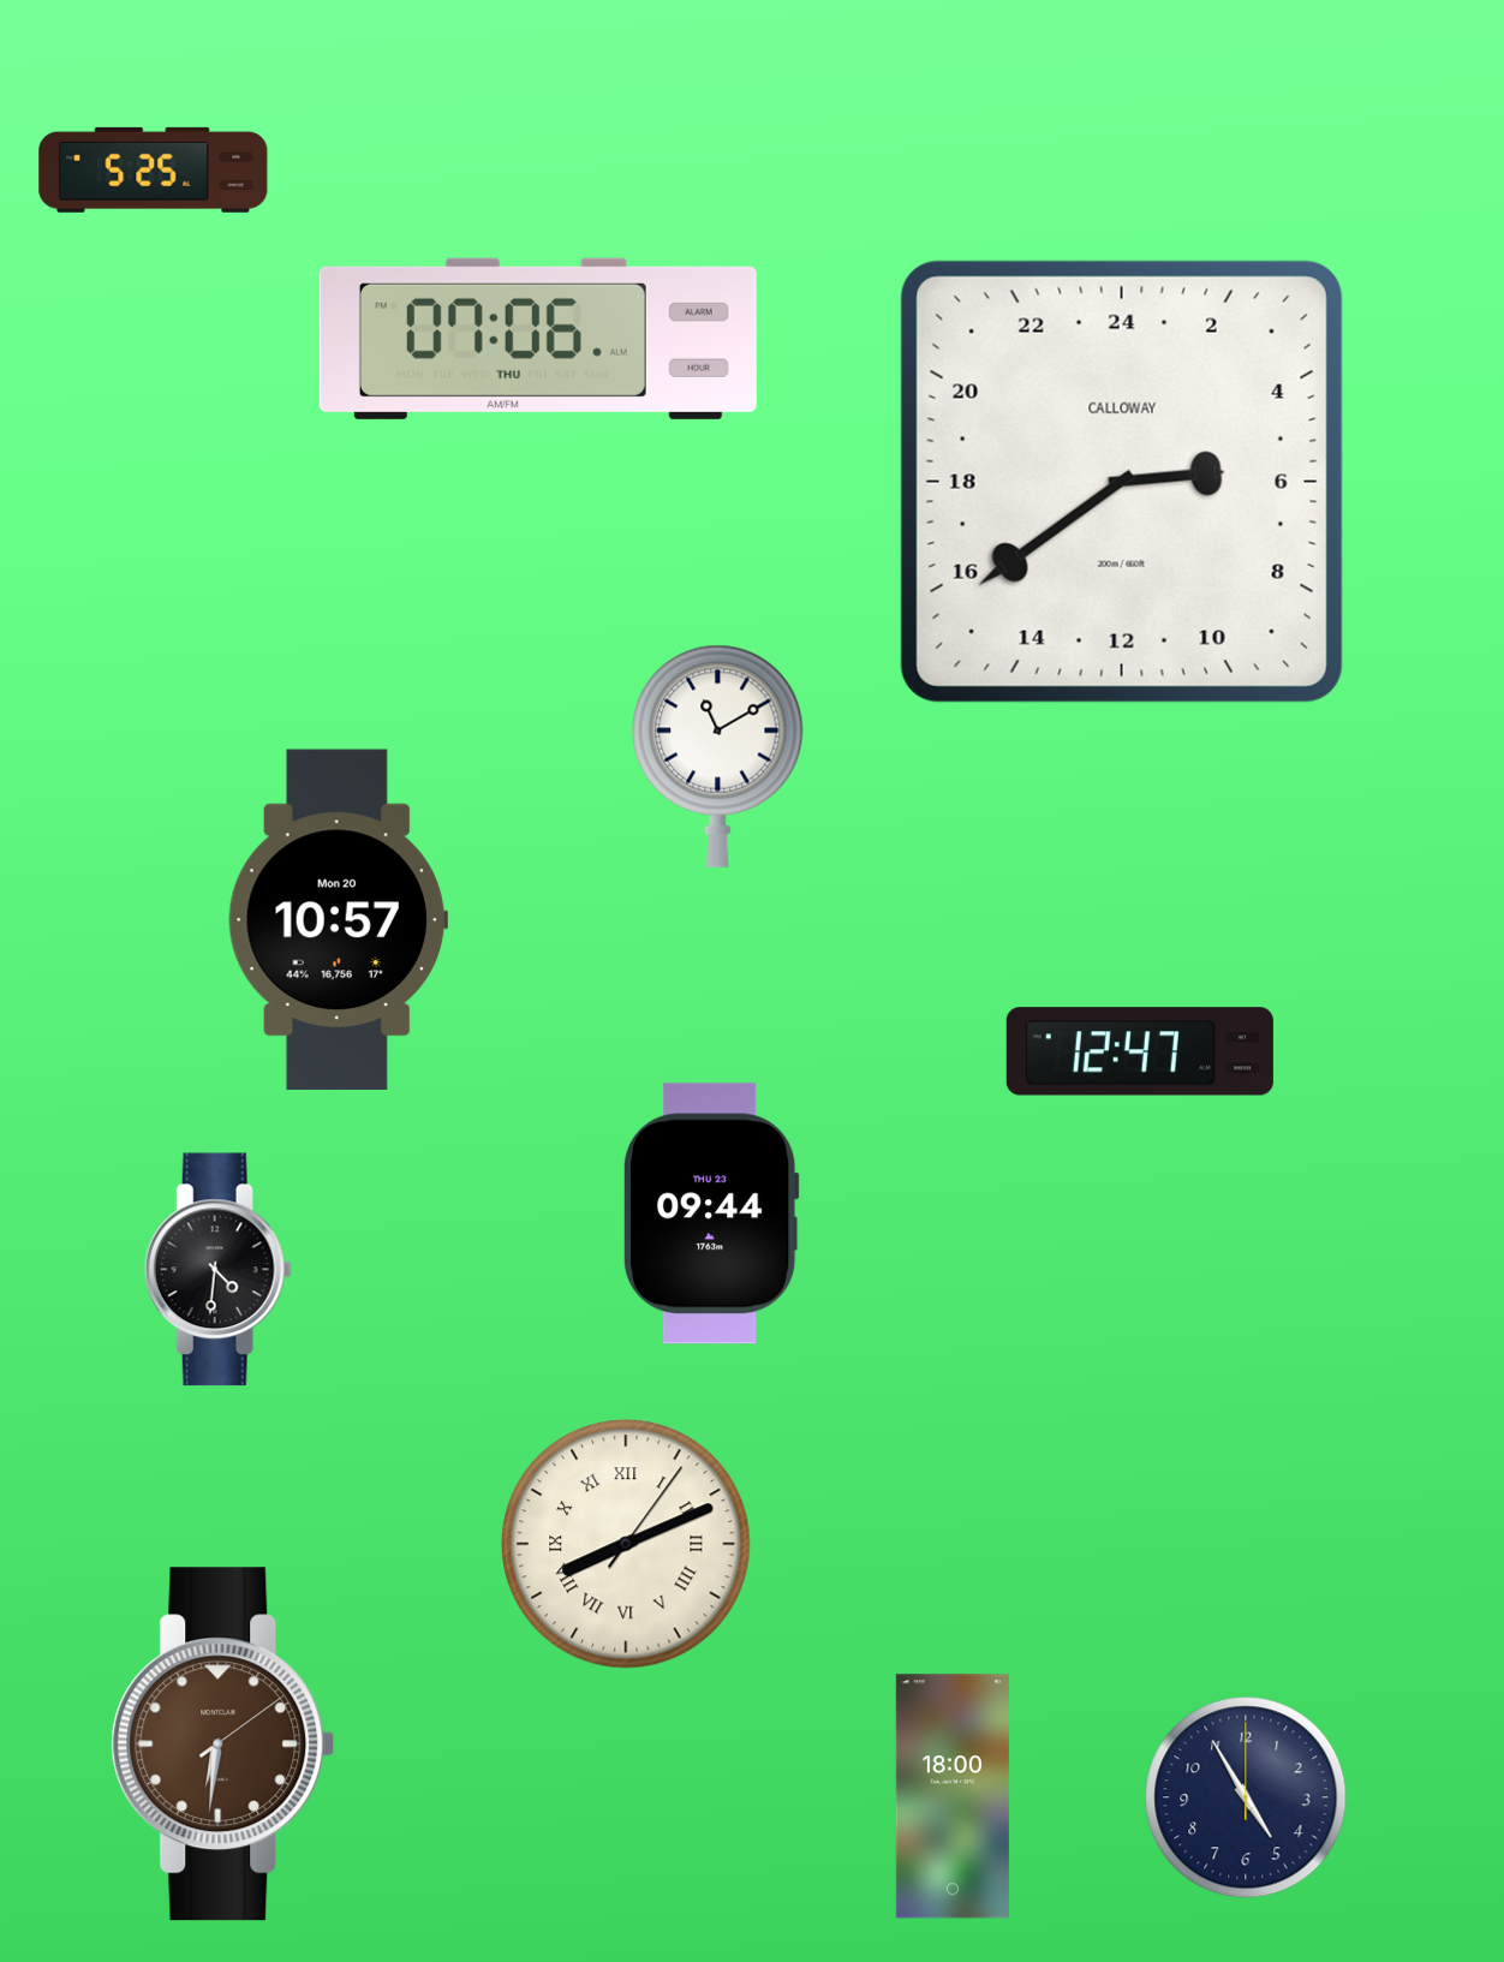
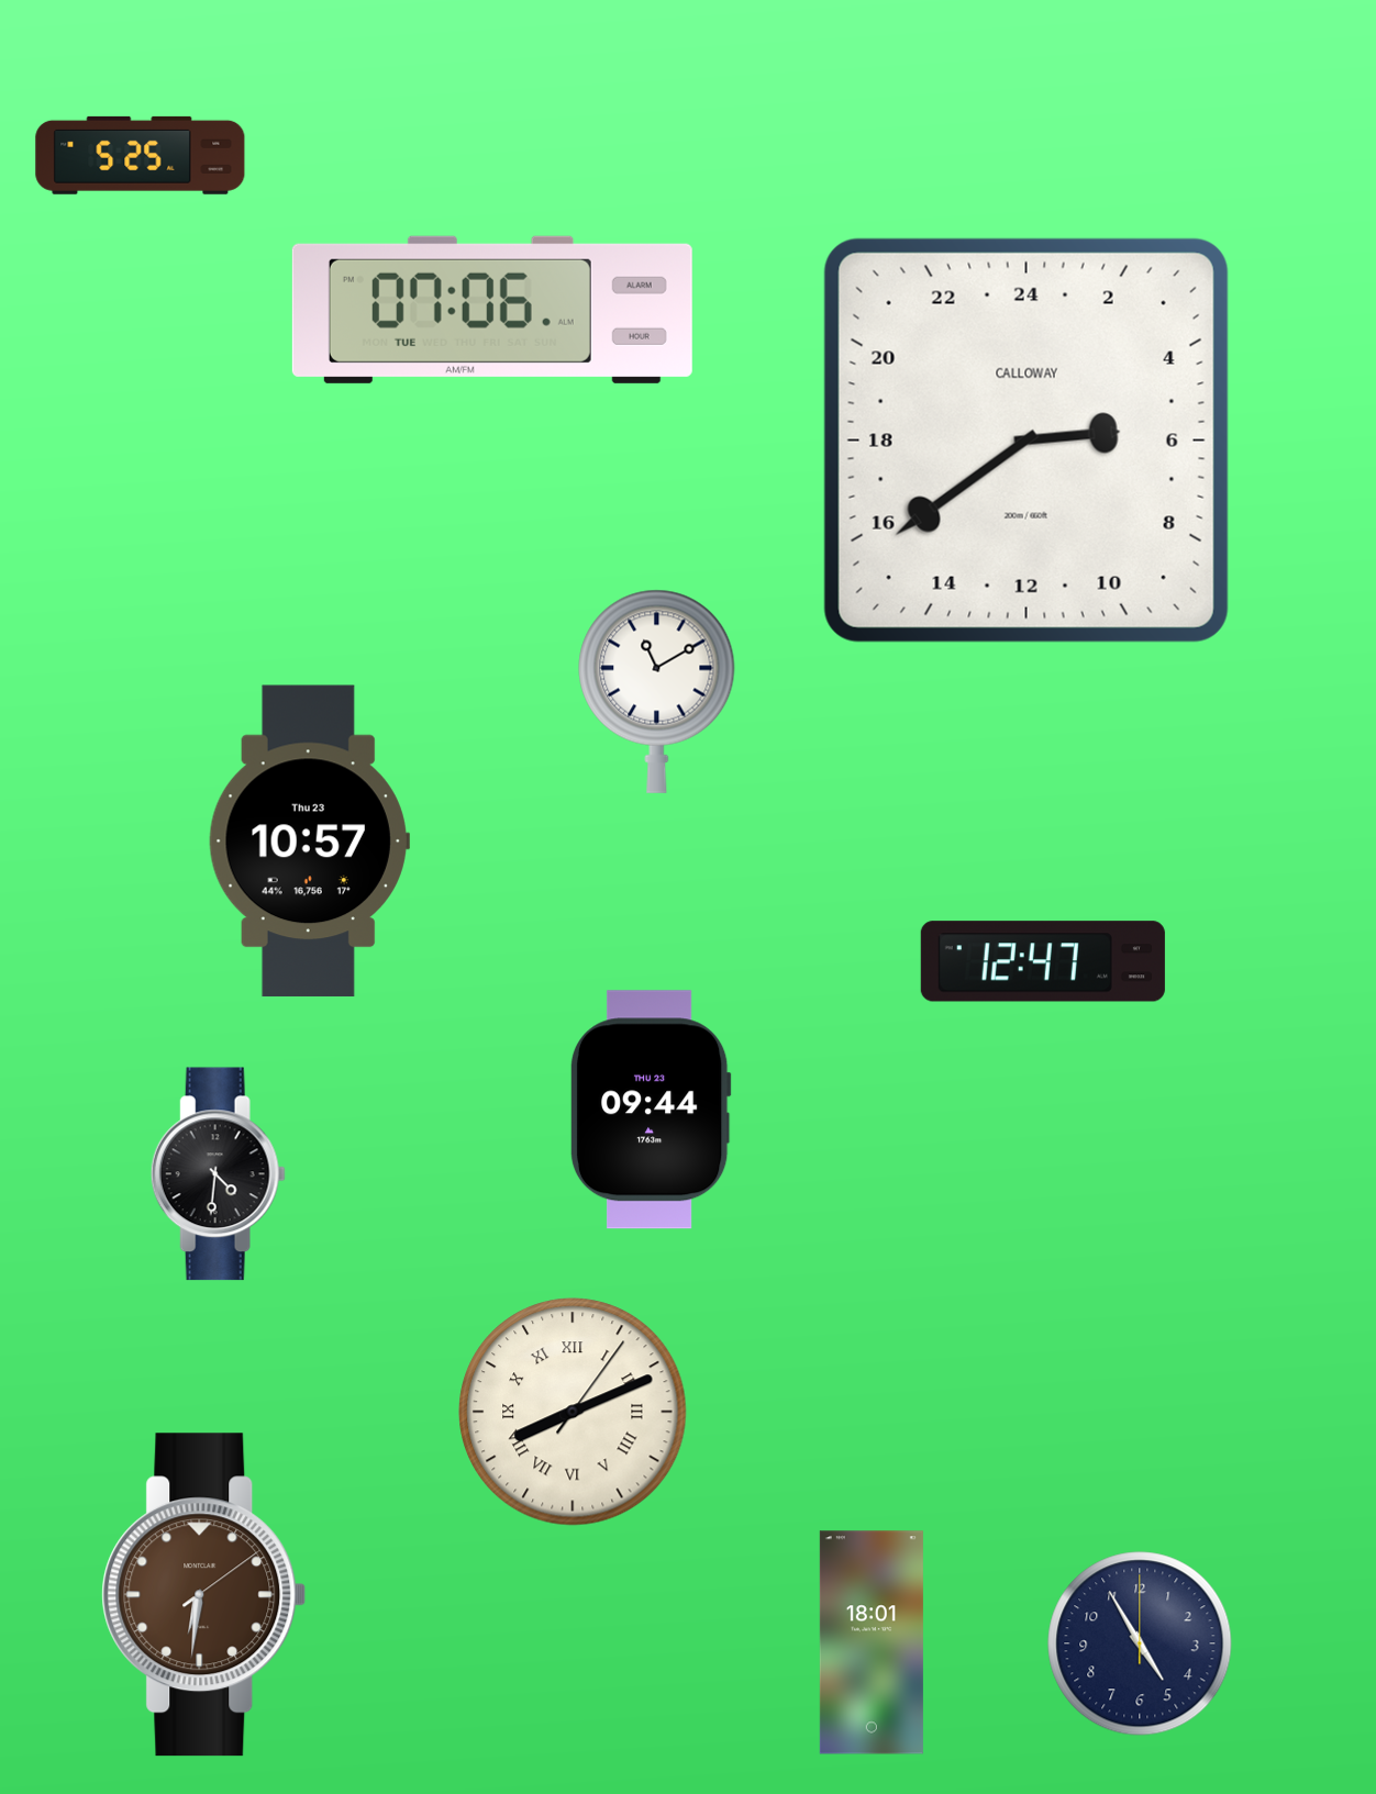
clock at (538, 339) date: THU -> TUE
clock at (338, 920) date: Mon 20 -> Thu 23
clock at (217, 1270) position: (217, 1270) -> (218, 1174)
clock at (953, 1796): 18:00 -> 18:01
